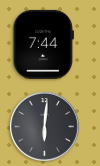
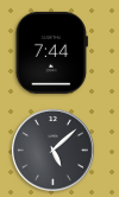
clock at (45, 127): 6:01 -> 5:08
